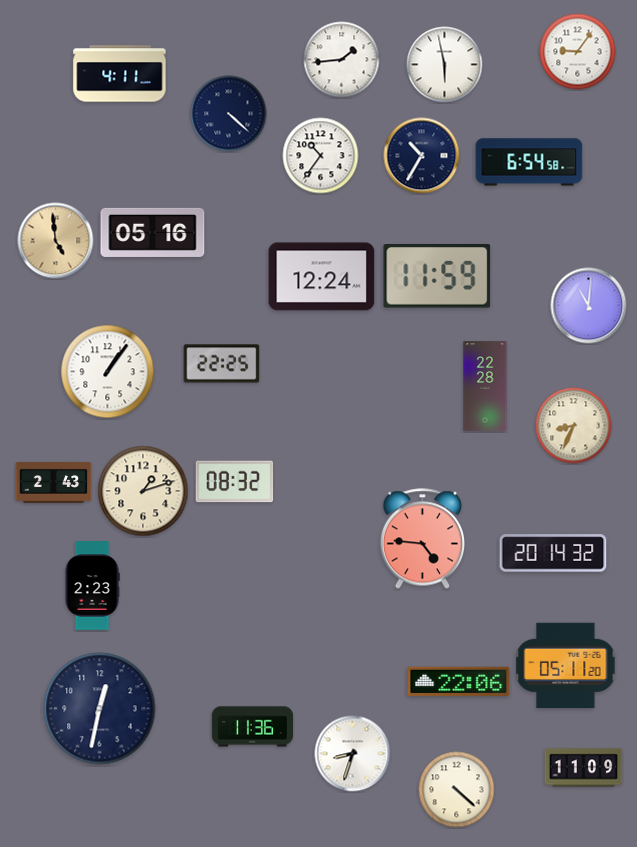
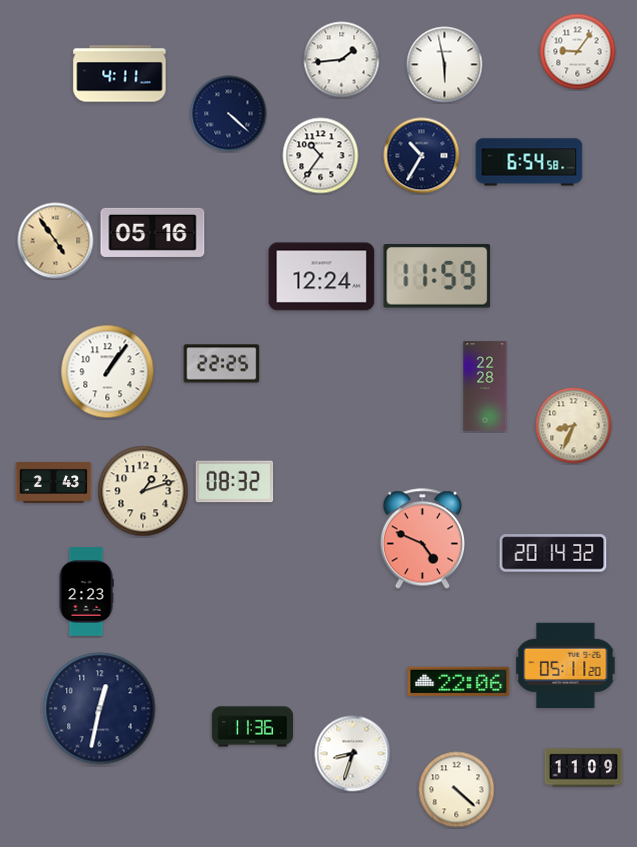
clock at (56, 241): 4:59 -> 4:54
clock at (589, 306): 11:01 -> none
clock at (422, 539): 4:46 -> 4:49
clock at (92, 586) position: (92, 586) -> (86, 592)
